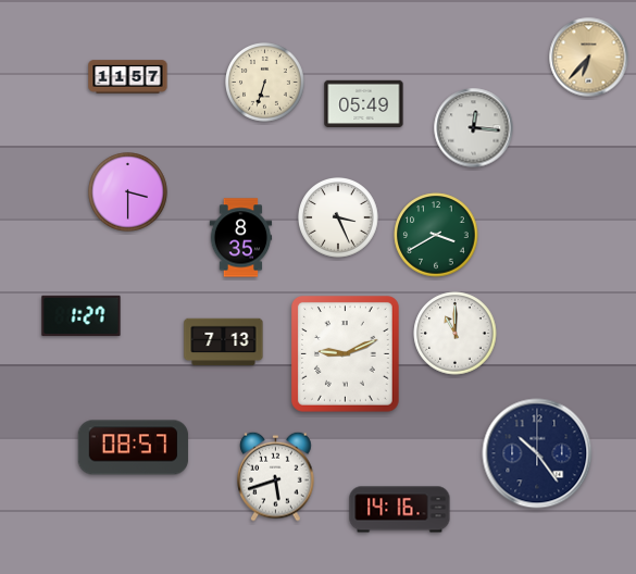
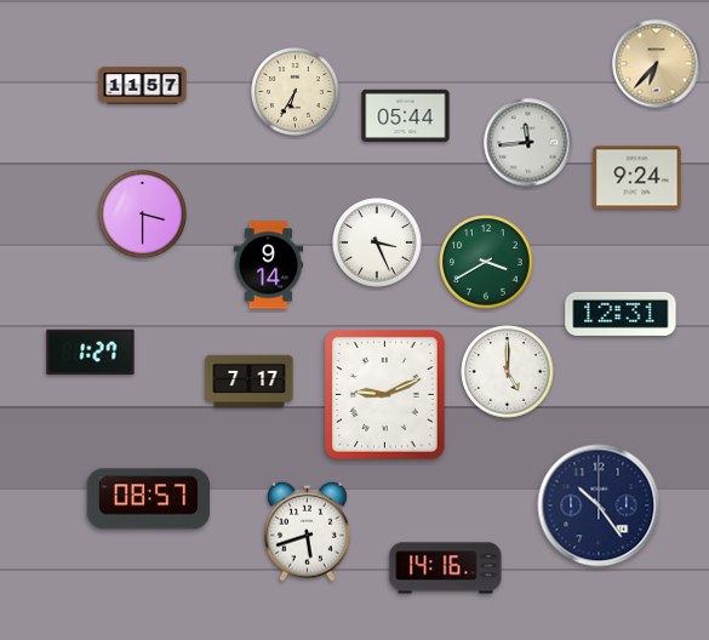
clock at (265, 83): 6:33 -> 6:35
clock at (364, 103): 05:49 -> 05:44
clock at (474, 128): 12:16 -> 11:44
clock at (637, 178): none -> 9:24
clock at (241, 238): 8:35 -> 9:14
clock at (621, 314): none -> 12:31
clock at (456, 334): 11:00 -> 5:00
clock at (224, 342): 7:13 -> 7:17
